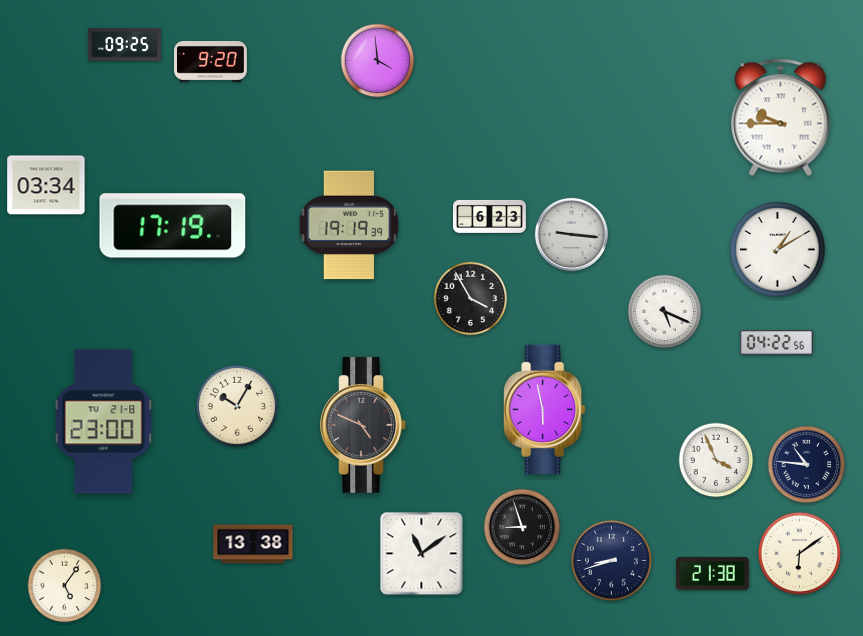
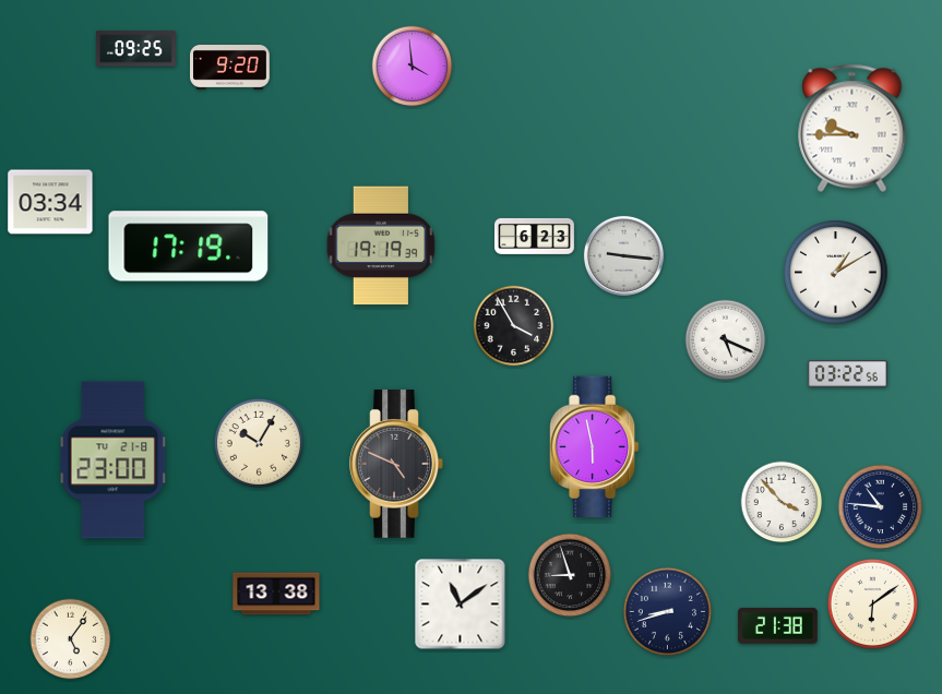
clock at (778, 250) position: (778, 250) -> (836, 273)
clock at (777, 343): 04:22 -> 03:22
clock at (716, 460): 3:56 -> 3:53
